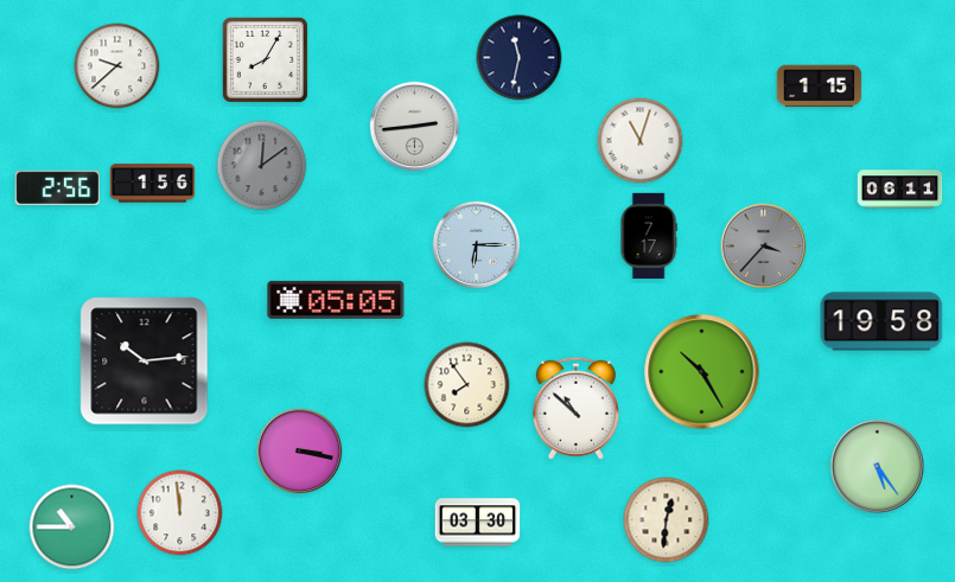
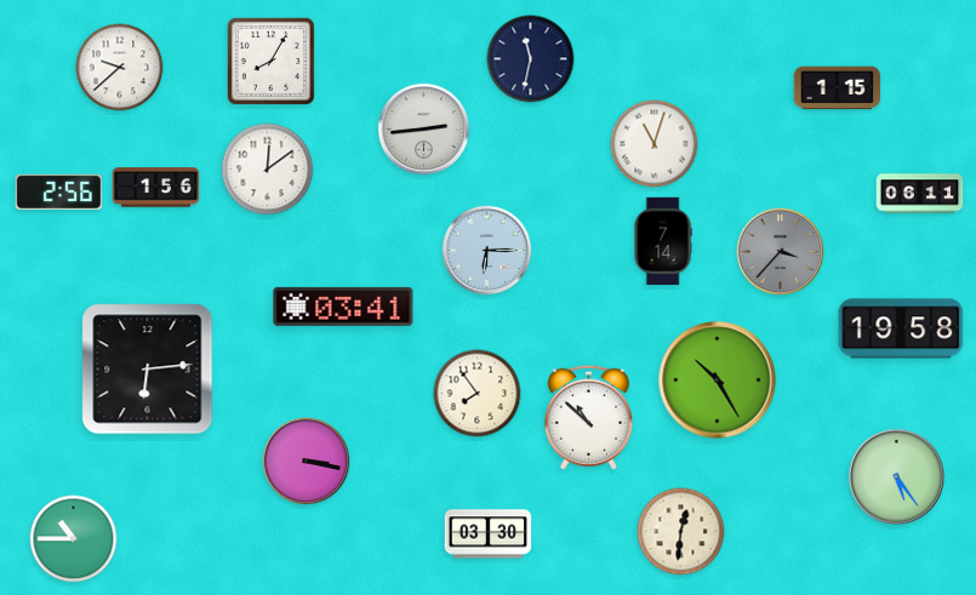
clock at (262, 166) dial: grey -> white
clock at (649, 236): 7:17 -> 7:14
clock at (336, 300): 05:05 -> 03:41
clock at (145, 362): 10:14 -> 6:14
clock at (180, 513): 11:59 -> none
